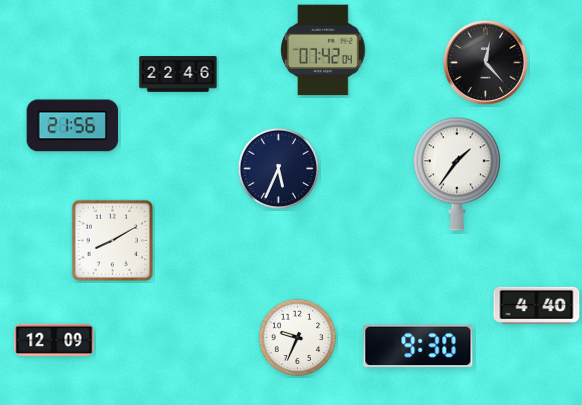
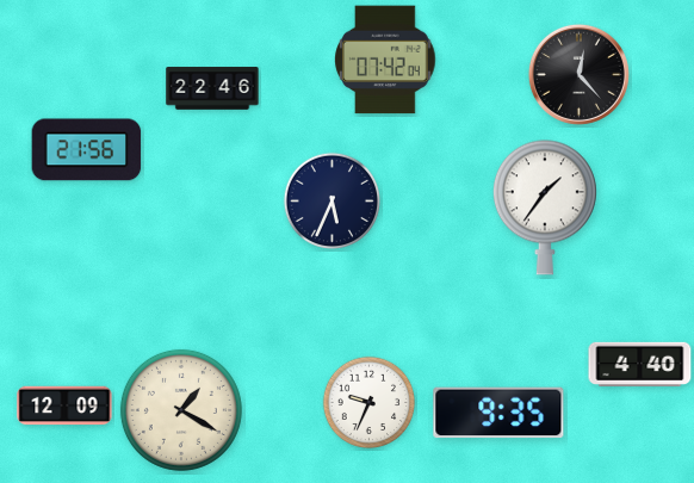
clock at (113, 241): 8:10 -> none
clock at (298, 338) position: (298, 338) -> (370, 403)
clock at (181, 410): none -> 1:20
clock at (418, 346): 9:30 -> 9:35
